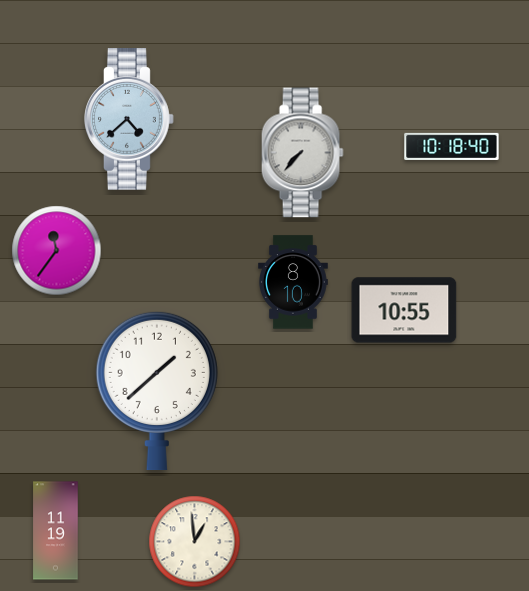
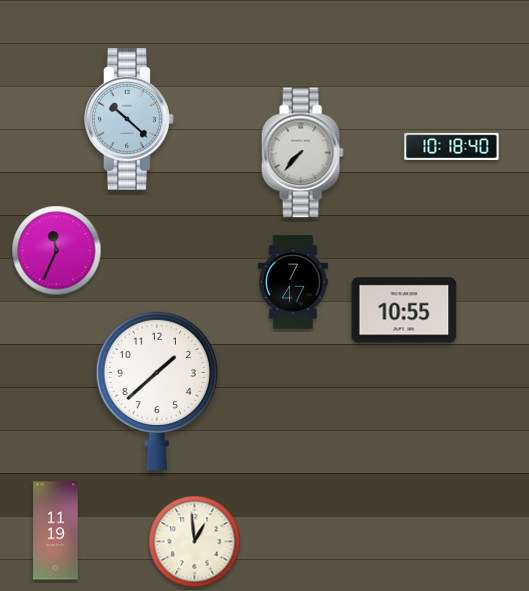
clock at (130, 120): 4:38 -> 10:22
clock at (57, 251): 11:36 -> 11:34
clock at (294, 282): 8:10 -> 7:47
